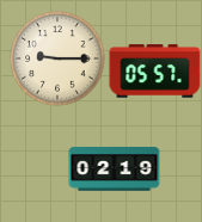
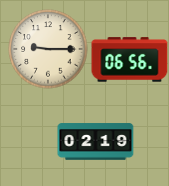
clock at (155, 72): 05:57 -> 06:56
